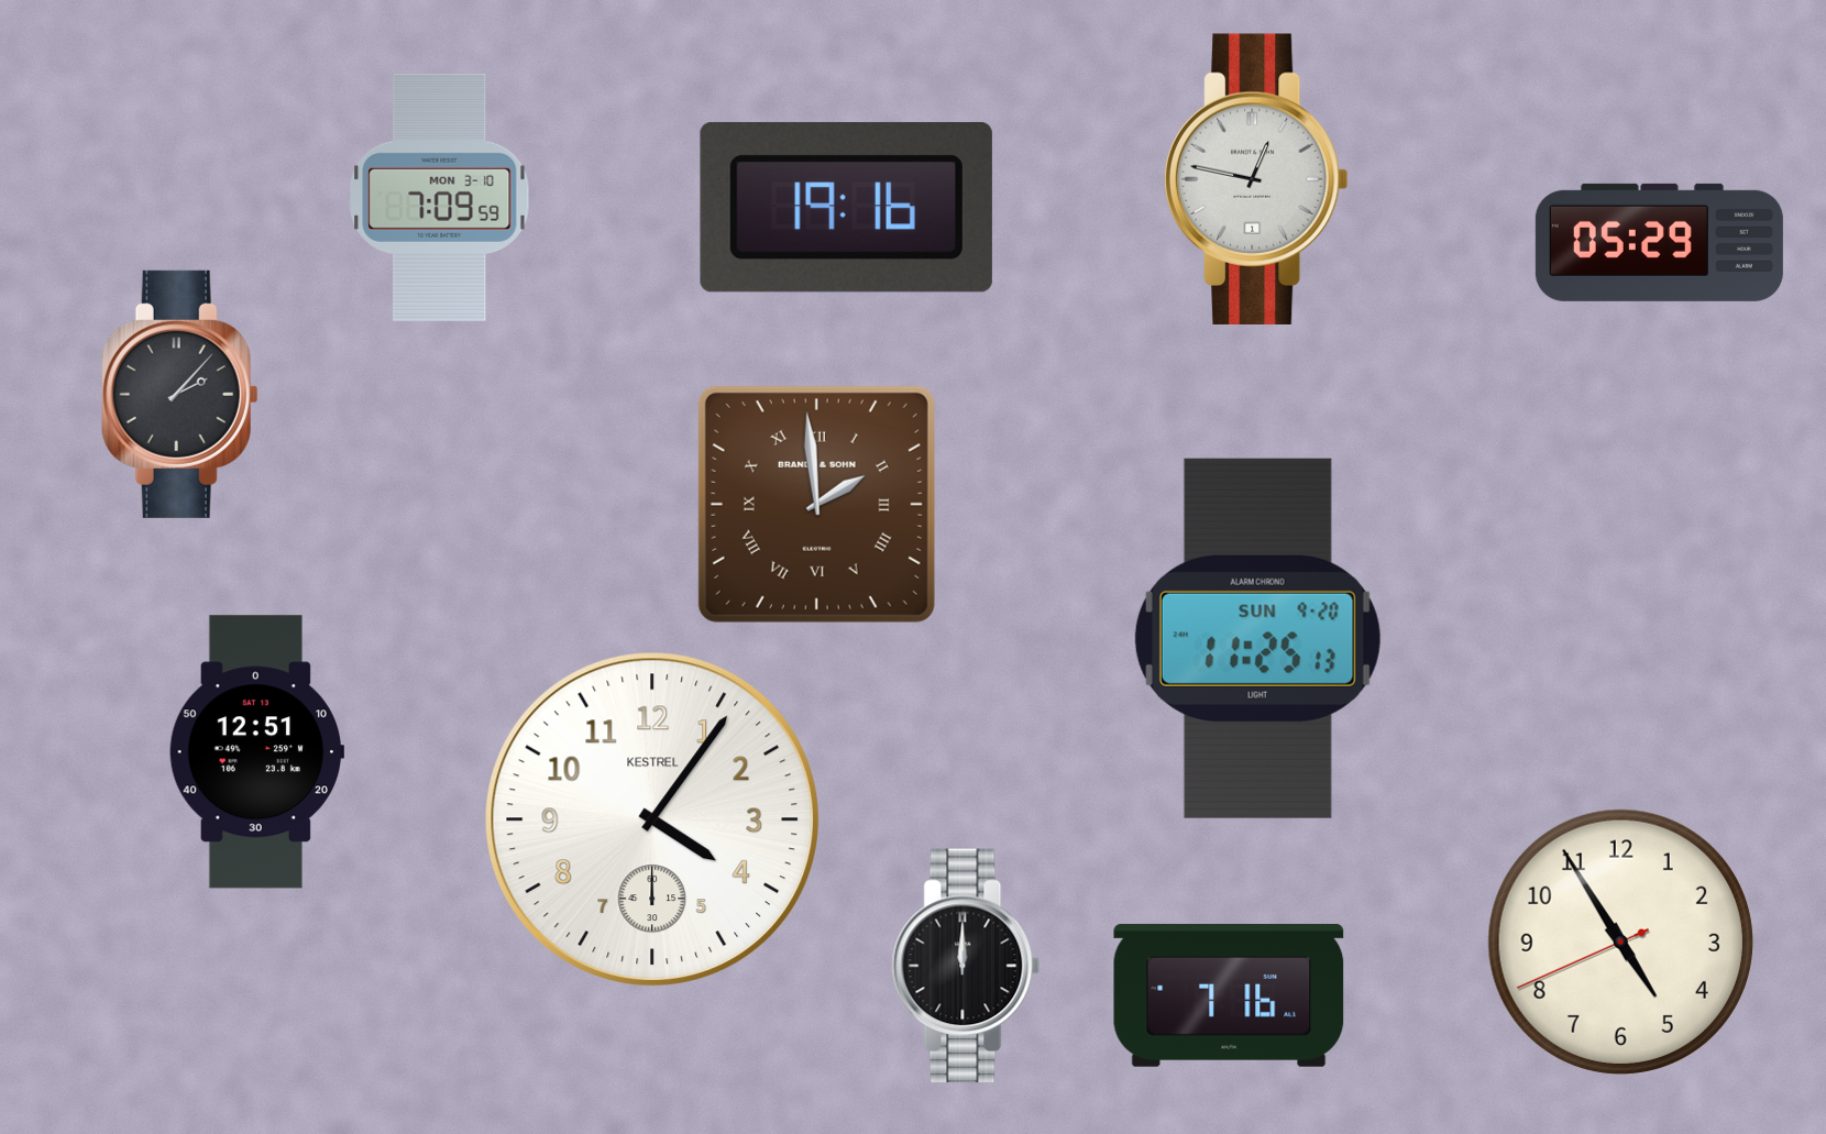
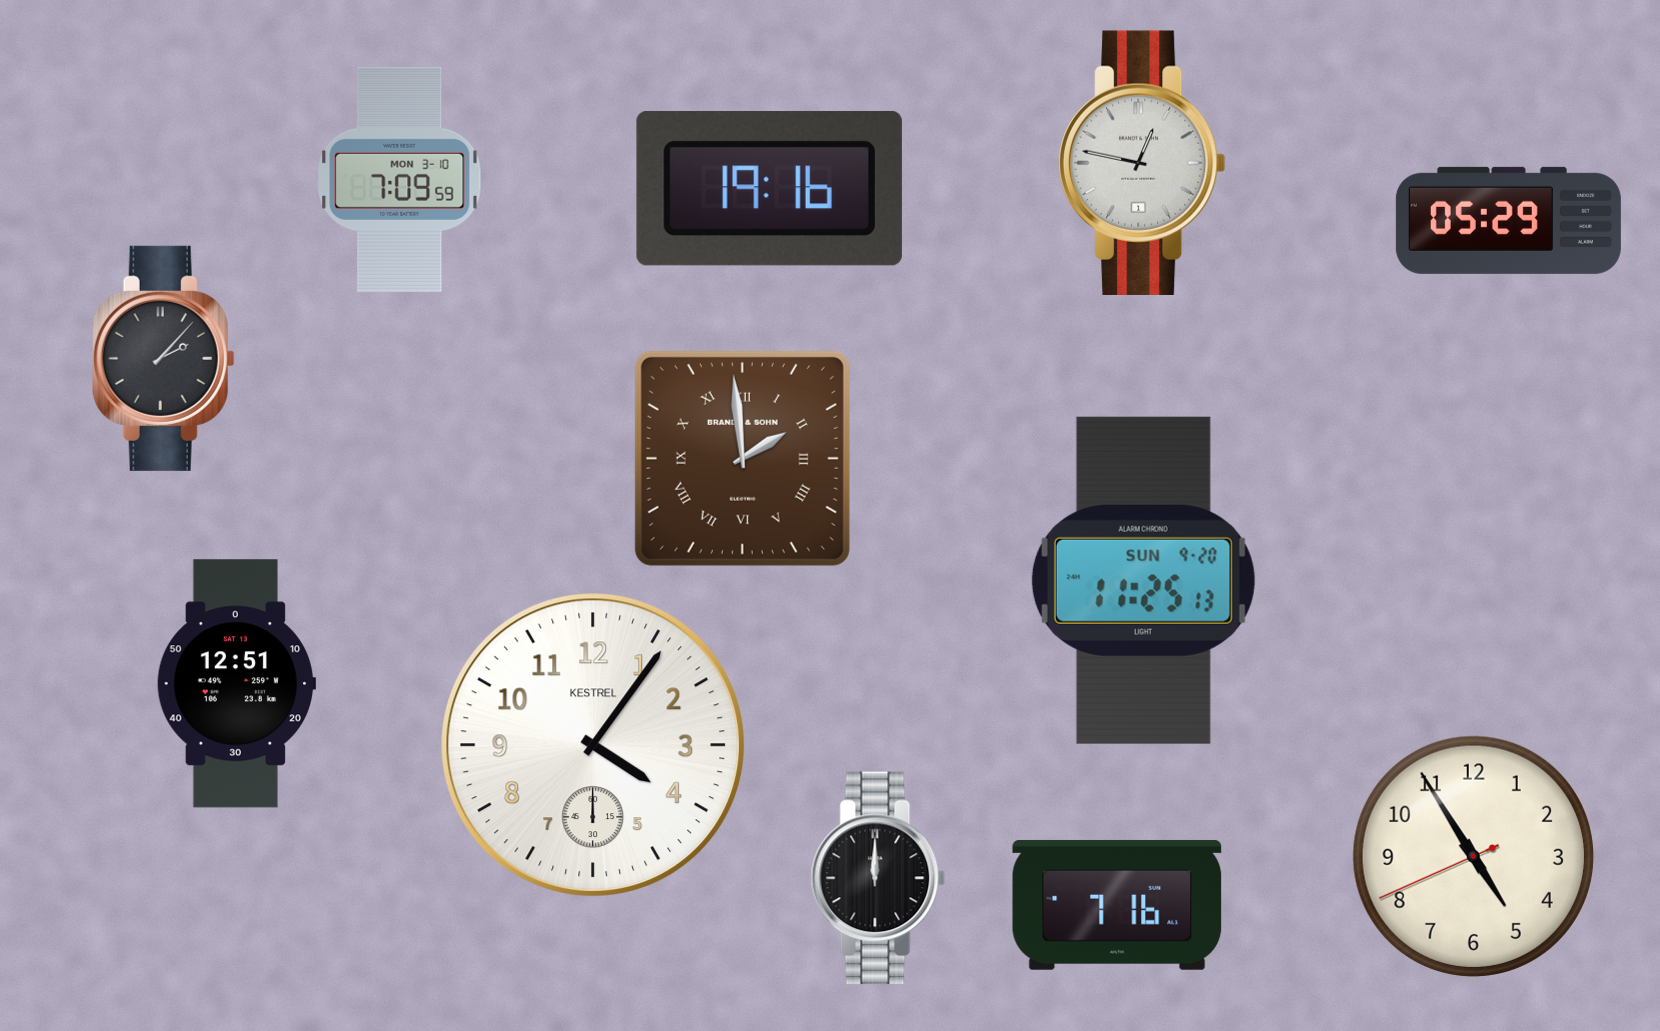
clock at (256, 752) position: (256, 752) -> (236, 684)
